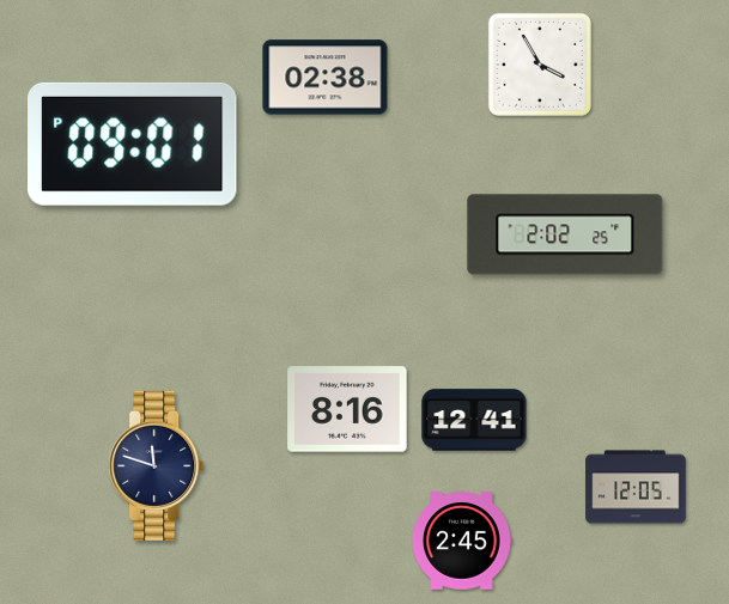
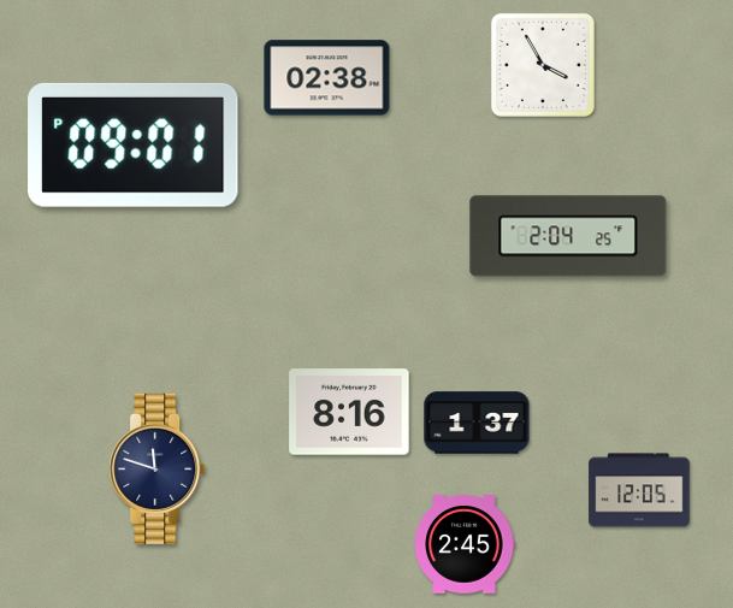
clock at (565, 234): 2:02 -> 2:04
clock at (474, 420): 12:41 -> 1:37
